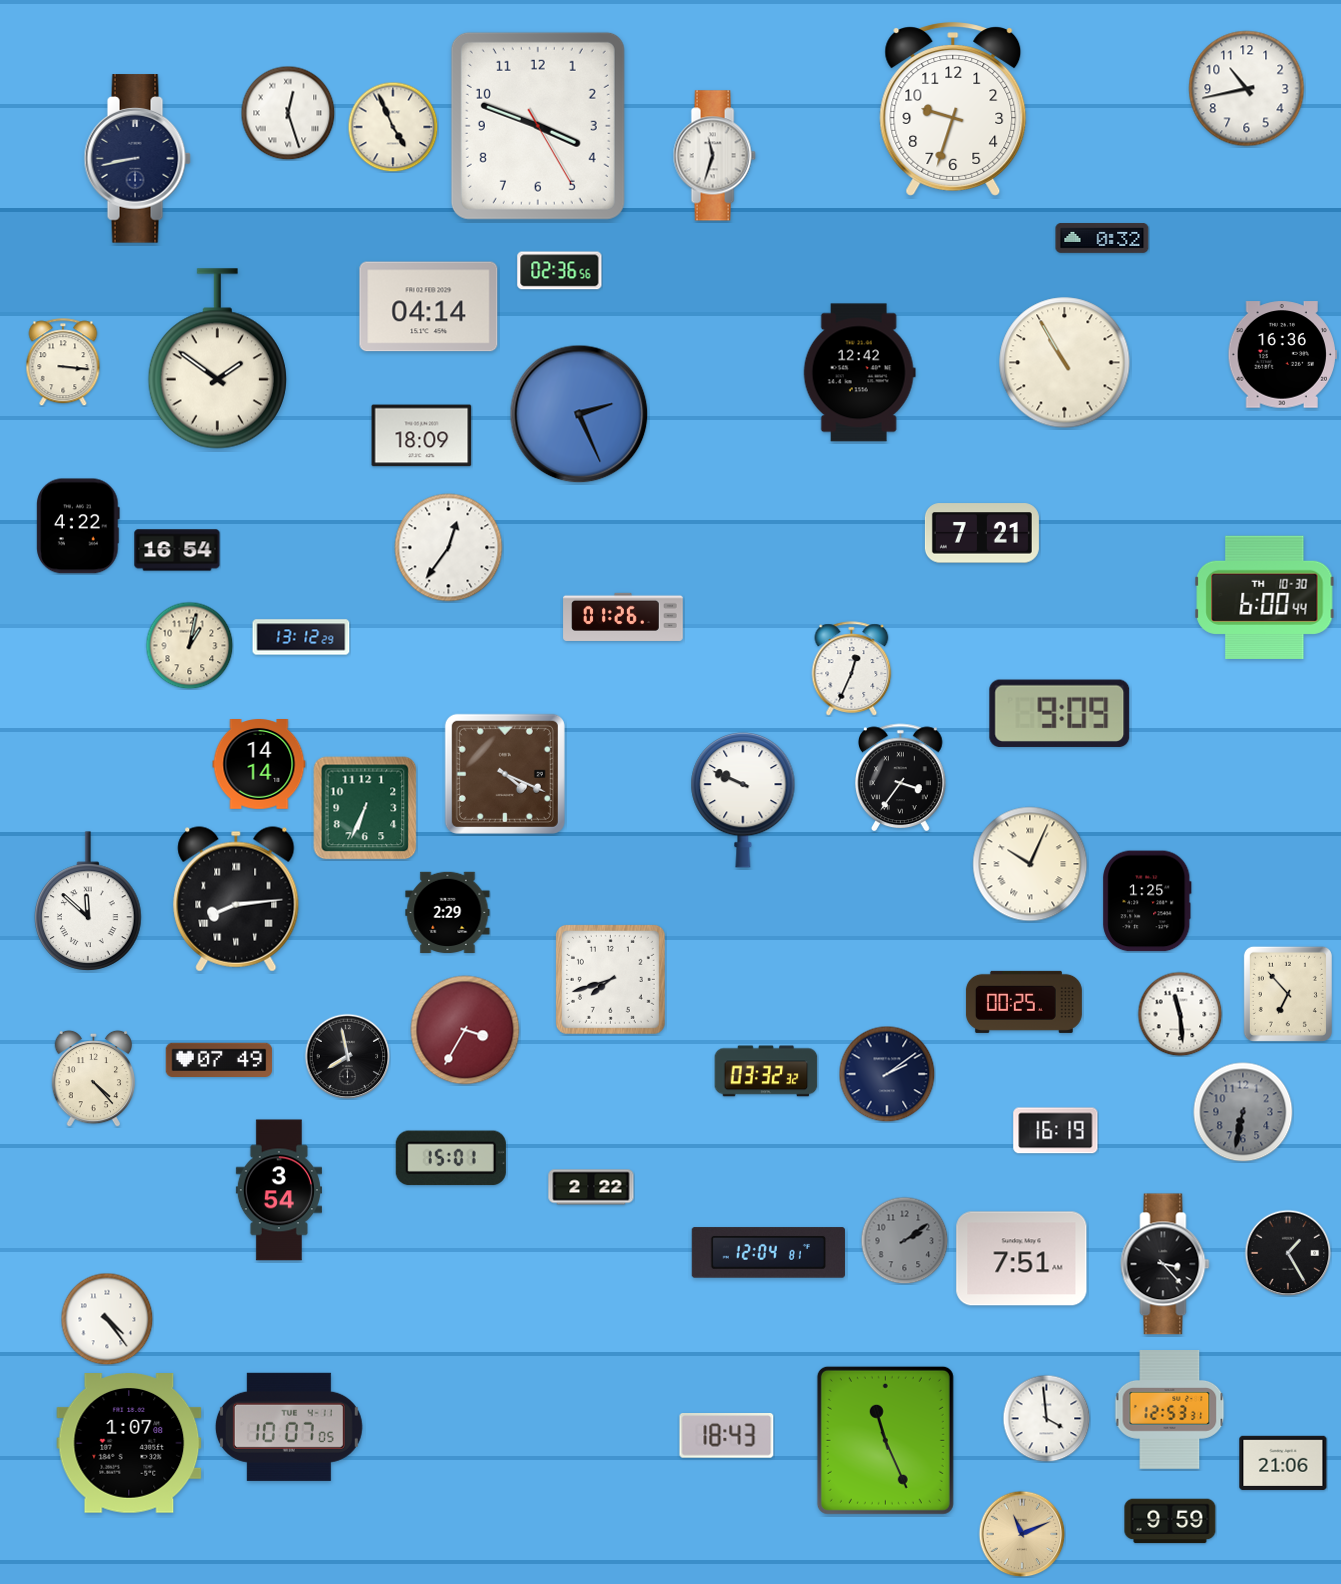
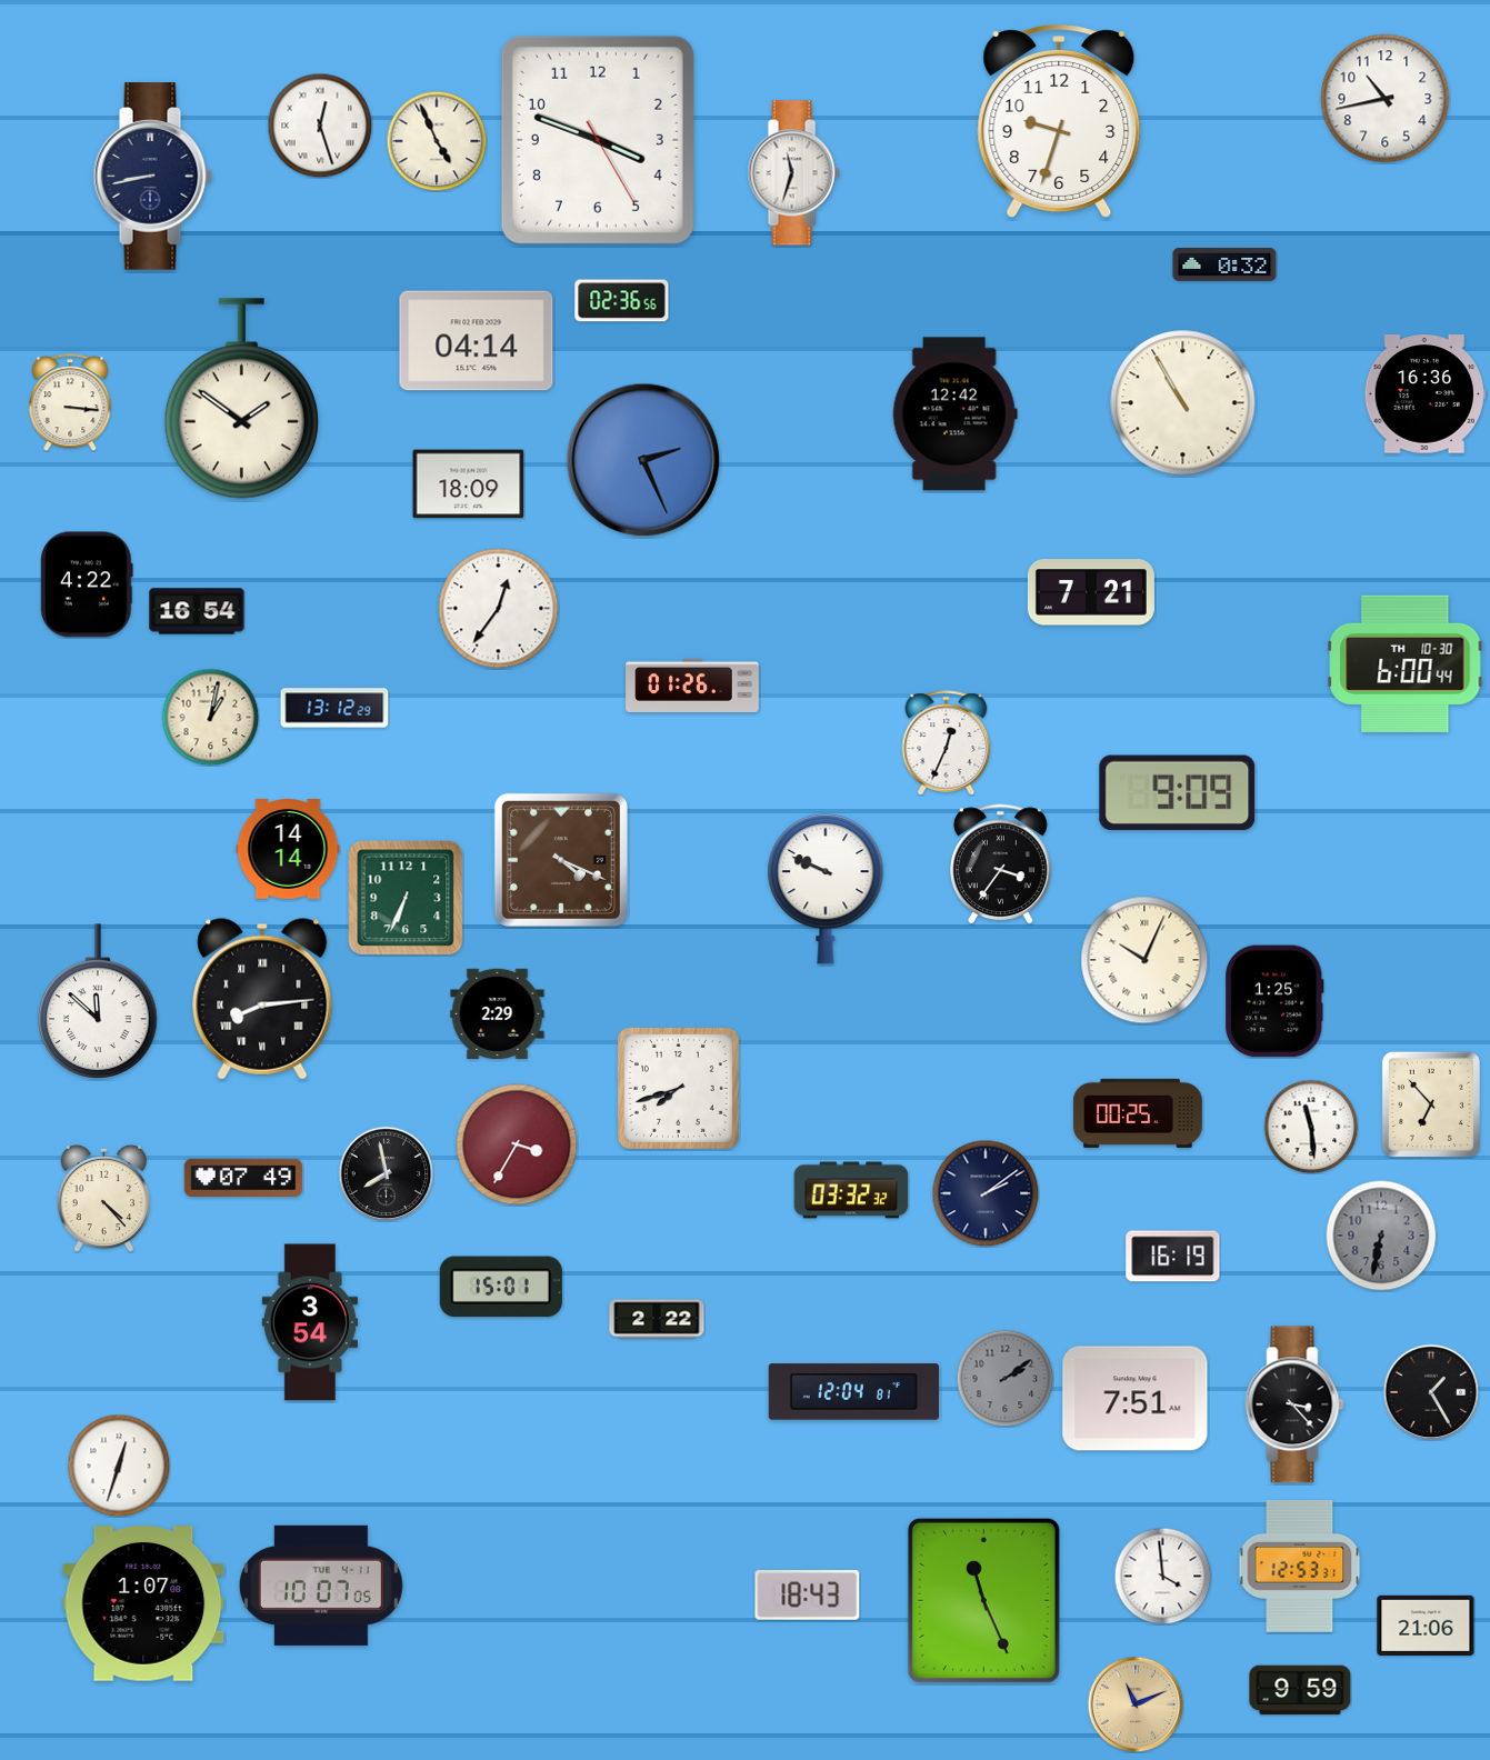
clock at (107, 1319): 4:24 -> 12:33
